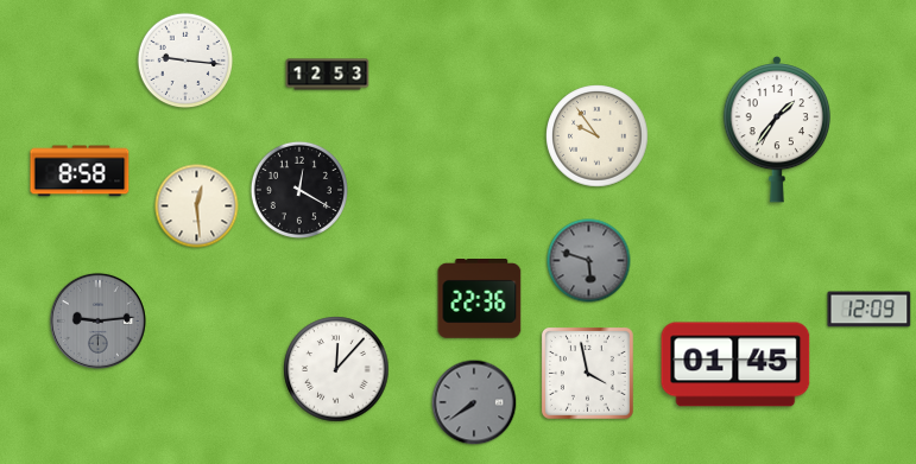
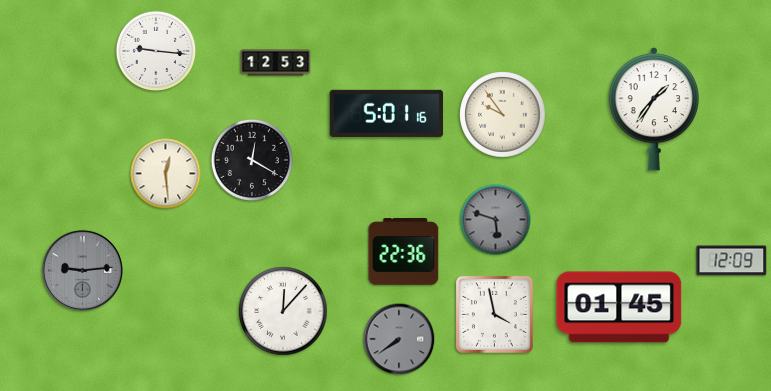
clock at (387, 113): none -> 5:01
clock at (80, 171): 8:58 -> none
